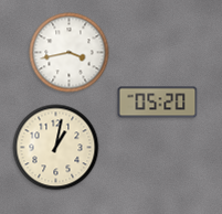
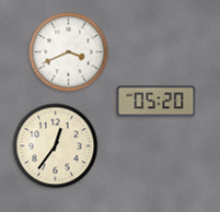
clock at (70, 53): 3:43 -> 3:41
clock at (56, 148): 1:02 -> 12:36
